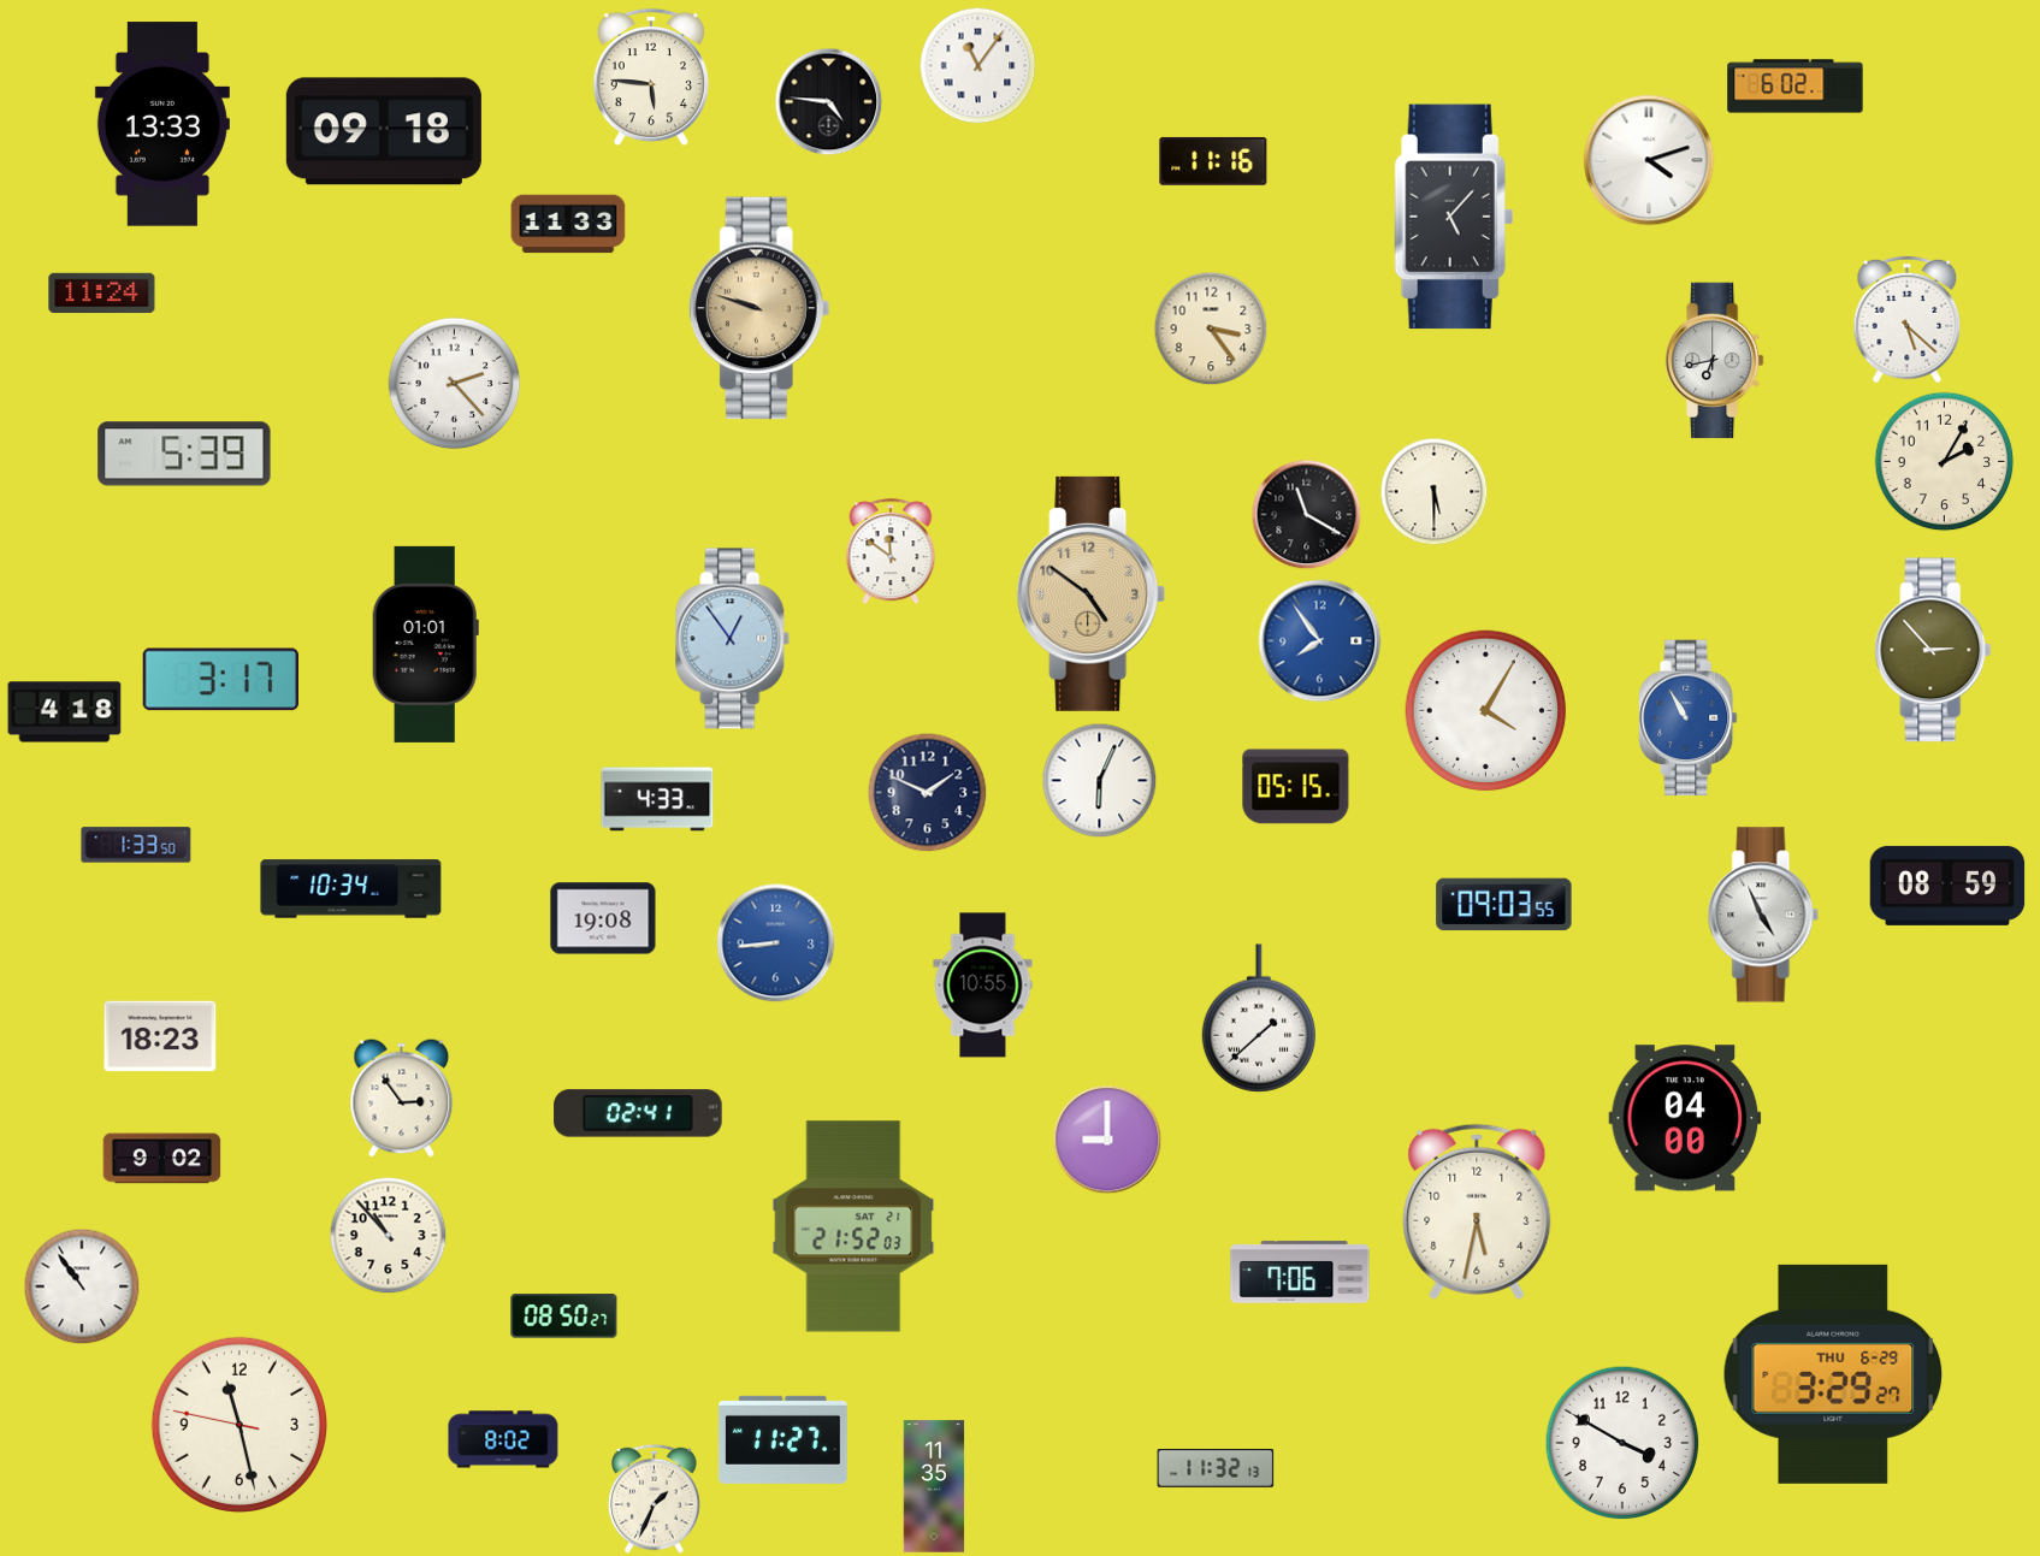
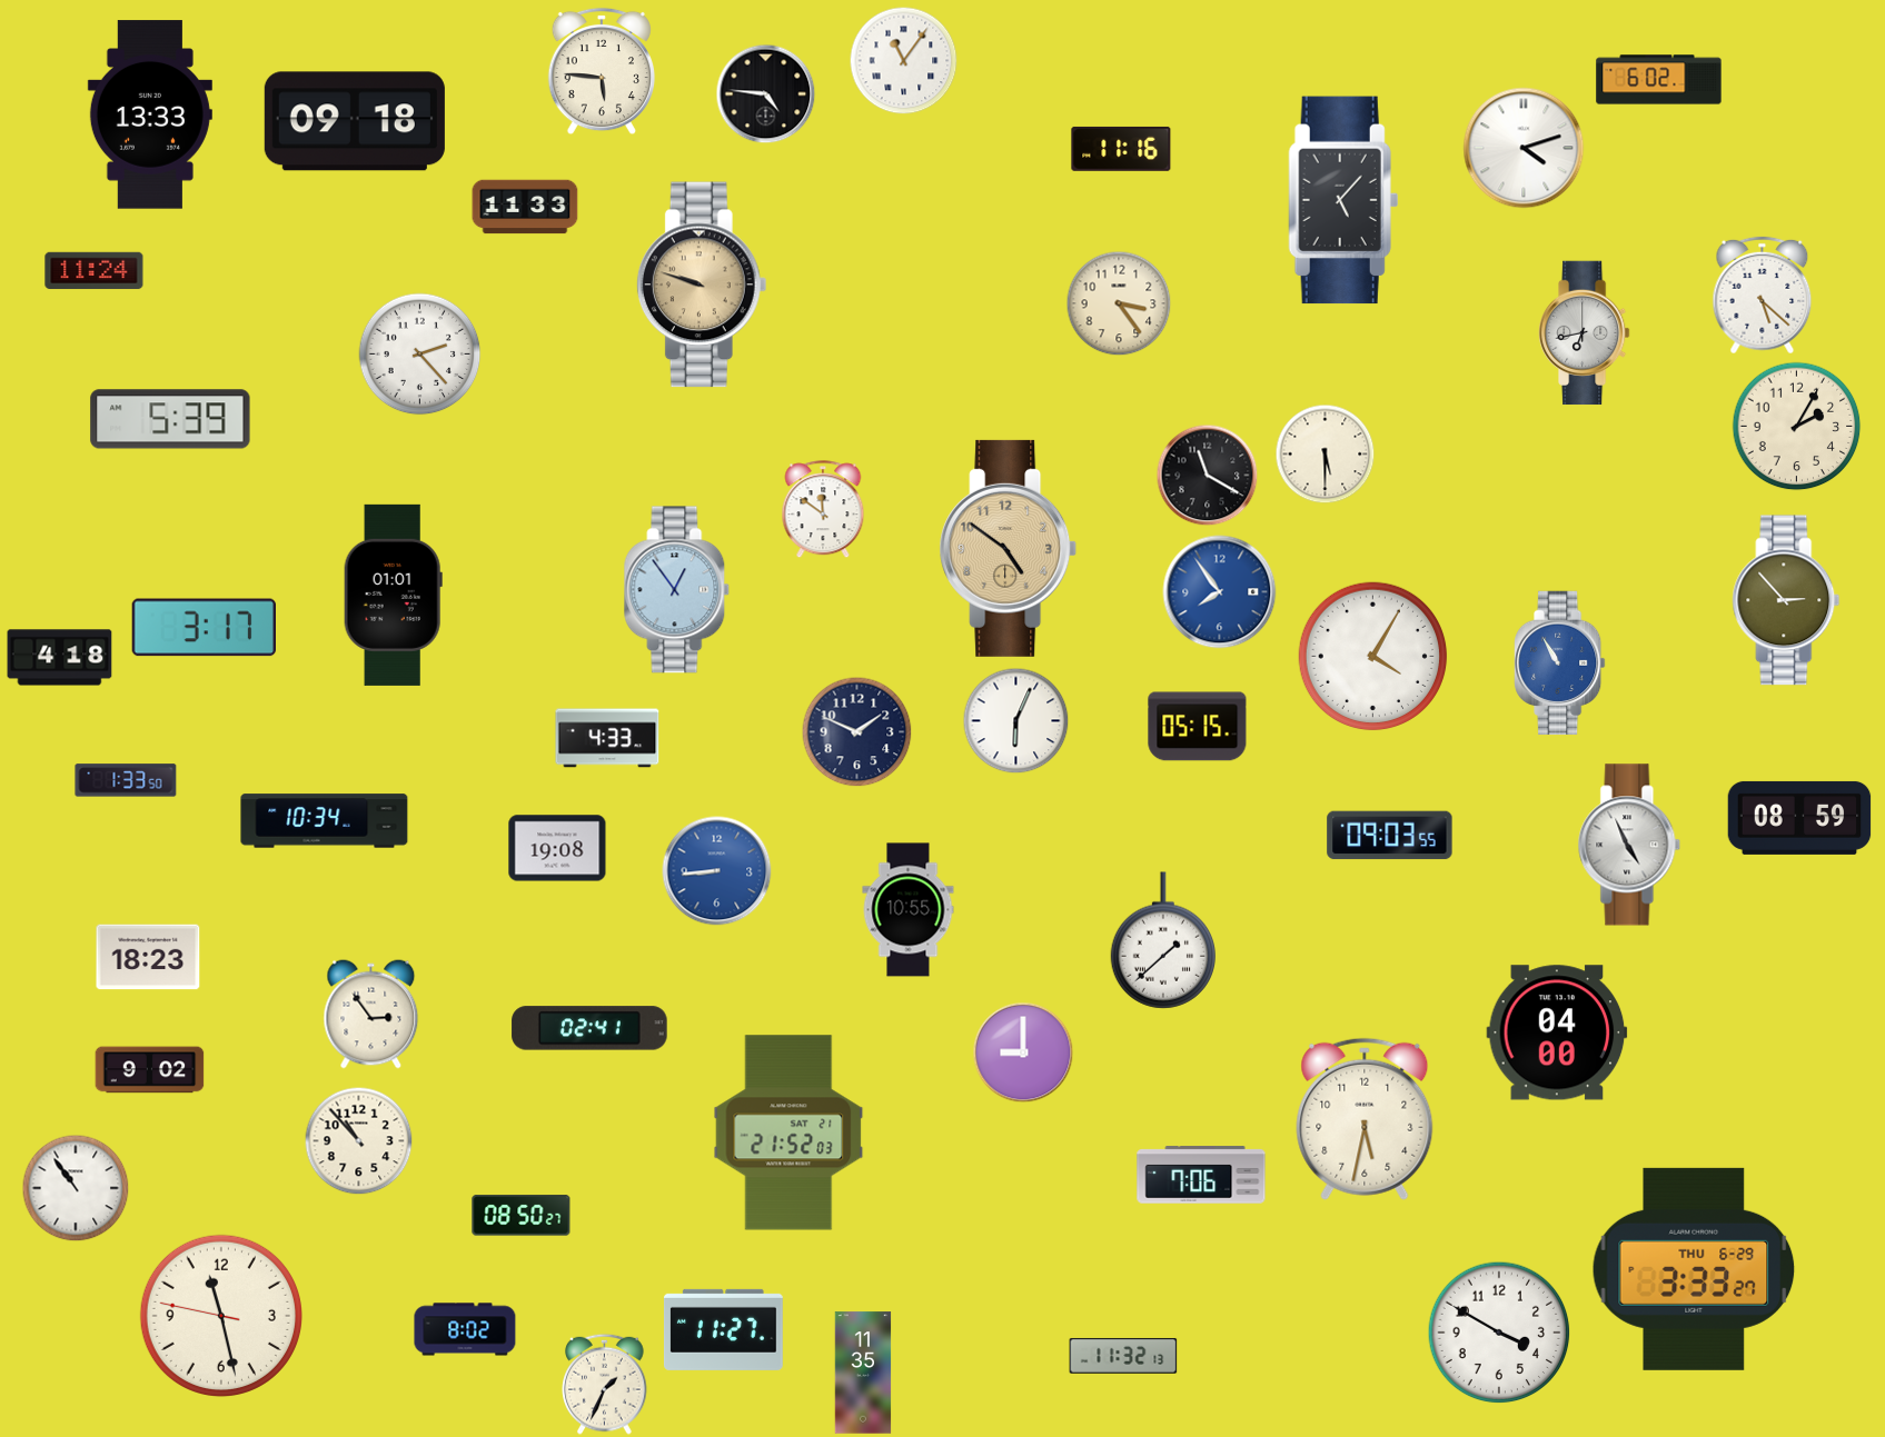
clock at (1833, 1374): 3:29 -> 3:33
